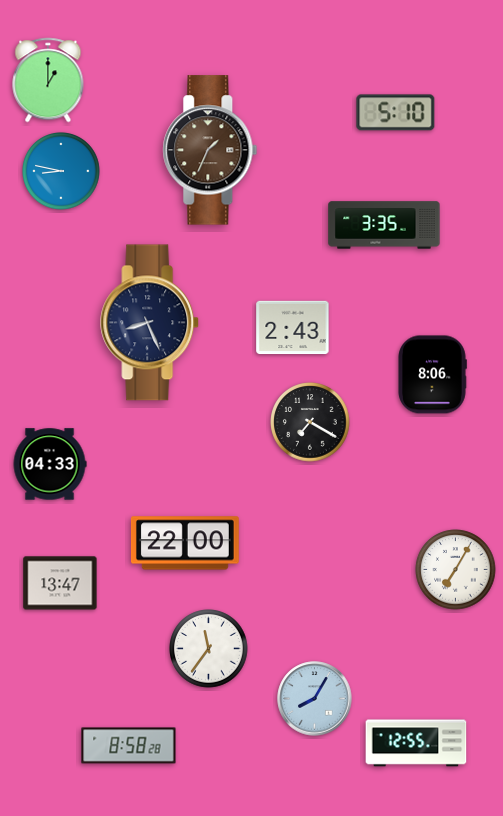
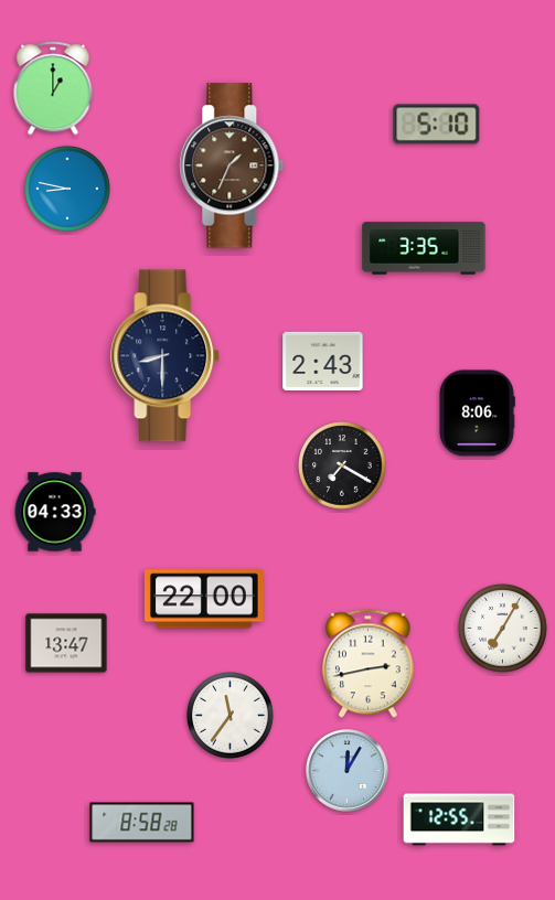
clock at (150, 323): 8:26 -> 8:30
clock at (369, 664): none -> 2:43
clock at (315, 699): 8:05 -> 12:05
